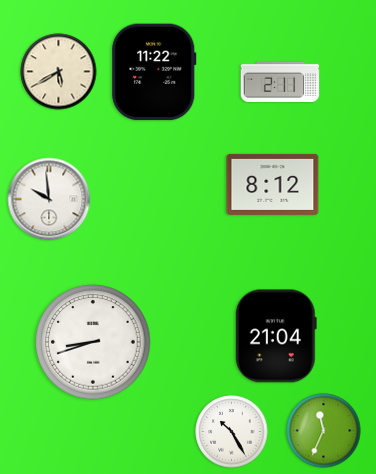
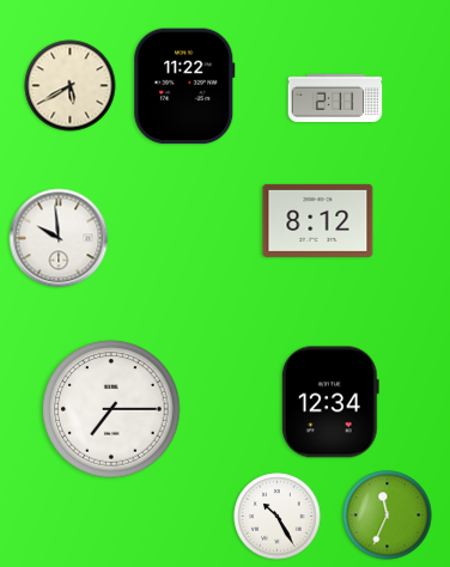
clock at (273, 184) position: (273, 184) -> (318, 220)
clock at (276, 336): 21:04 -> 12:34
clock at (93, 342): 8:42 -> 7:15
